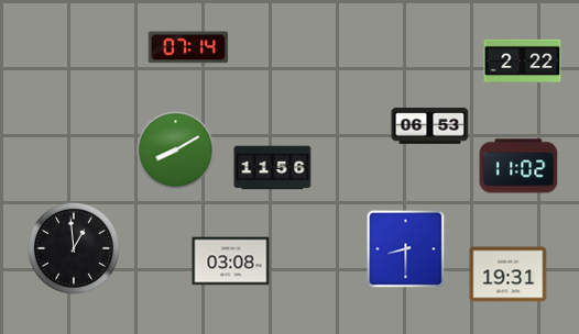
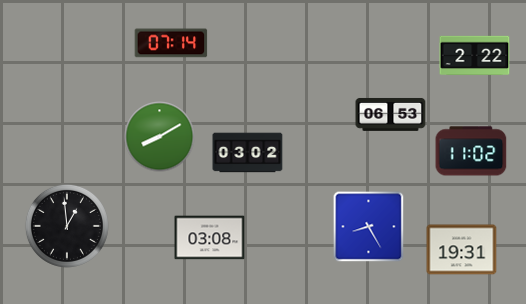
clock at (273, 168): 11:56 -> 03:02
clock at (406, 249): 8:30 -> 8:25
